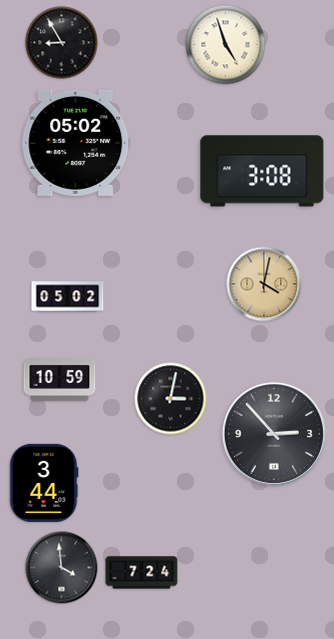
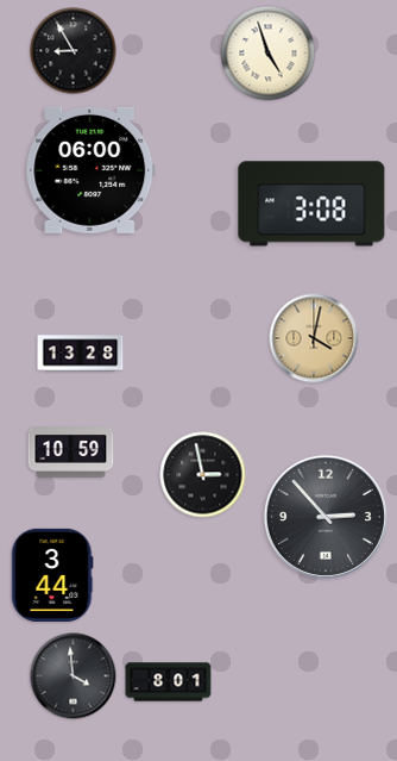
clock at (76, 143): 05:02 -> 06:00
clock at (68, 297): 05:02 -> 13:28
clock at (171, 399): 3:02 -> 2:58
clock at (142, 573): 7:24 -> 8:01
